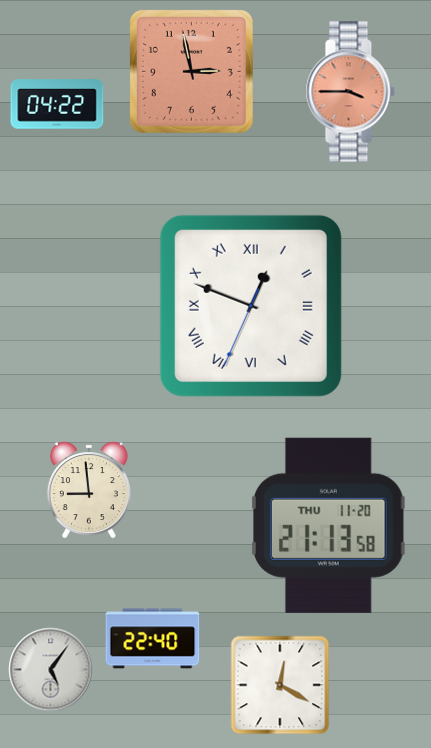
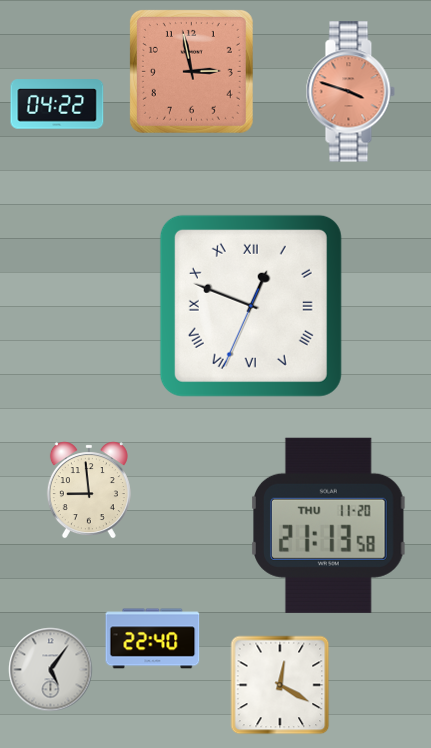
clock at (350, 92): 3:45 -> 3:48
